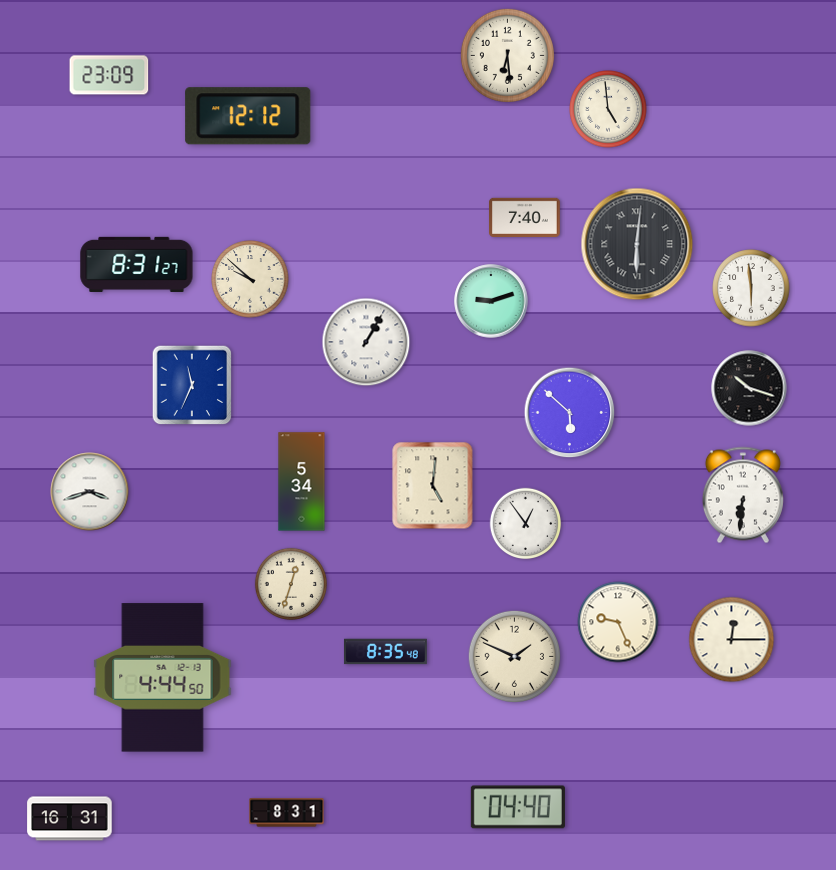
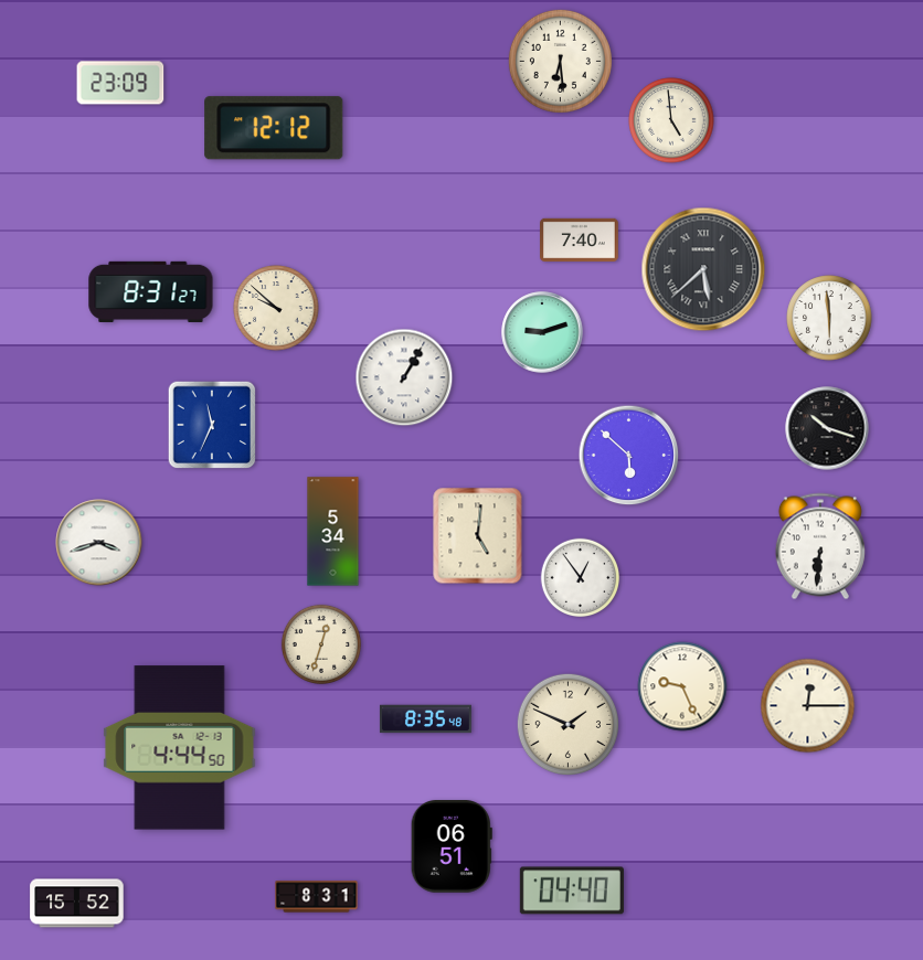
clock at (637, 244): 6:01 -> 5:38
clock at (452, 847): none -> 06:51
clock at (70, 819): 16:31 -> 15:52
